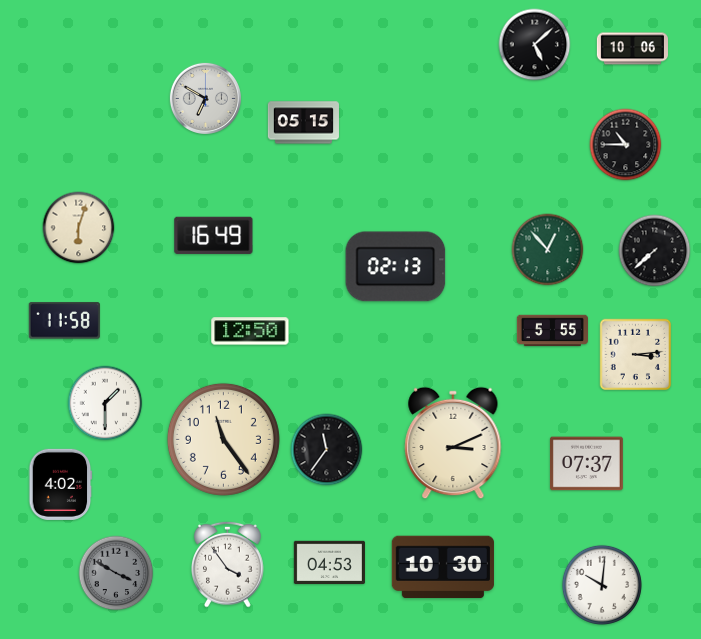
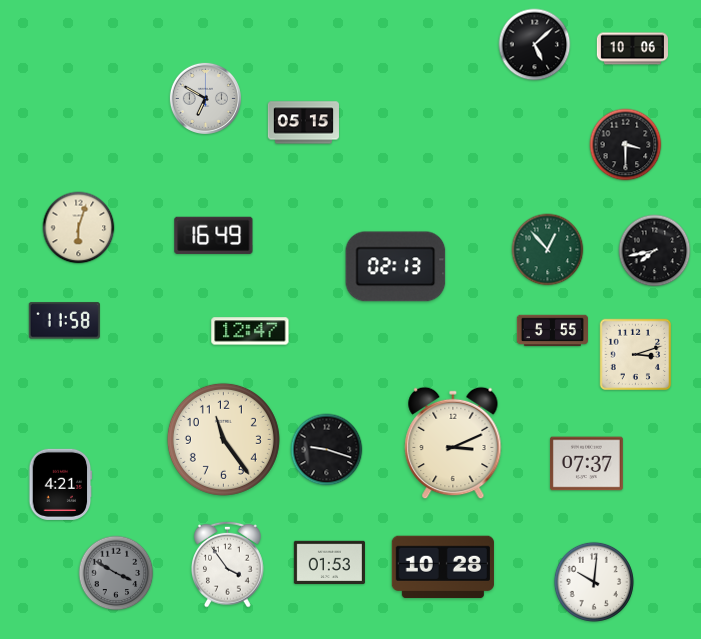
clock at (626, 145): 10:45 -> 3:30
clock at (655, 251): 7:38 -> 7:43
clock at (250, 331): 12:50 -> 12:47
clock at (636, 355): 3:14 -> 3:12
clock at (105, 403): 1:30 -> none
clock at (327, 450): 11:36 -> 9:18
clock at (61, 484): 4:02 -> 4:21
clock at (329, 563): 04:53 -> 01:53
clock at (443, 567): 10:30 -> 10:28
clock at (602, 585) position: (602, 585) -> (594, 582)
